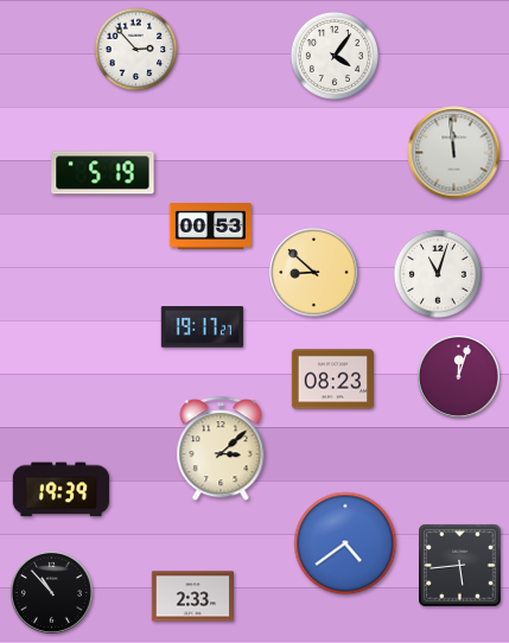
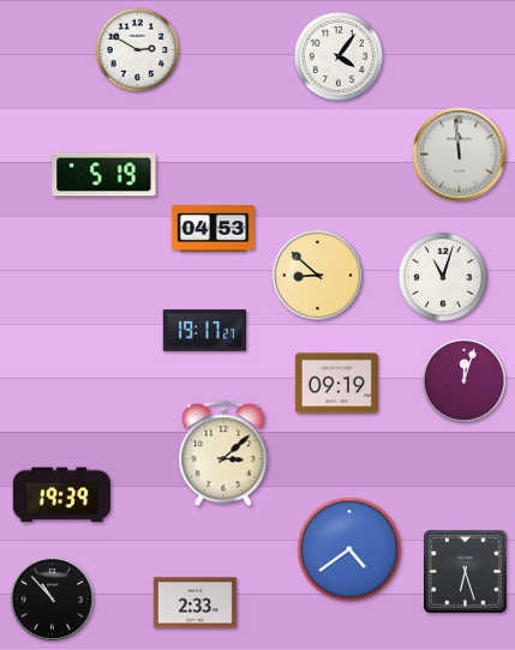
clock at (136, 50): 2:53 -> 2:50
clock at (211, 227): 00:53 -> 04:53
clock at (333, 380): 08:23 -> 09:19
clock at (460, 566): 5:44 -> 6:27
